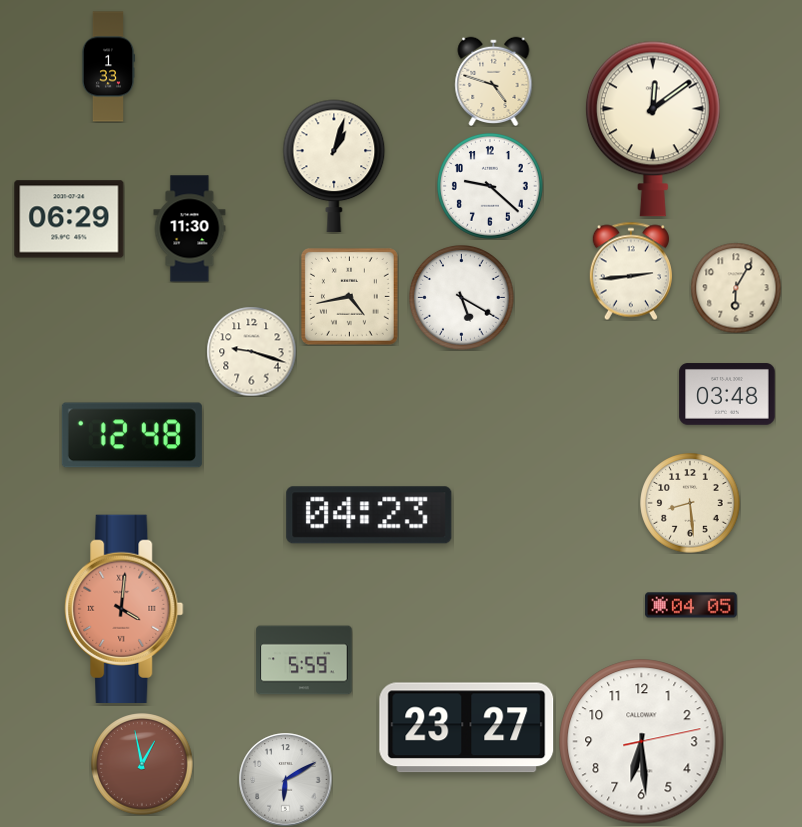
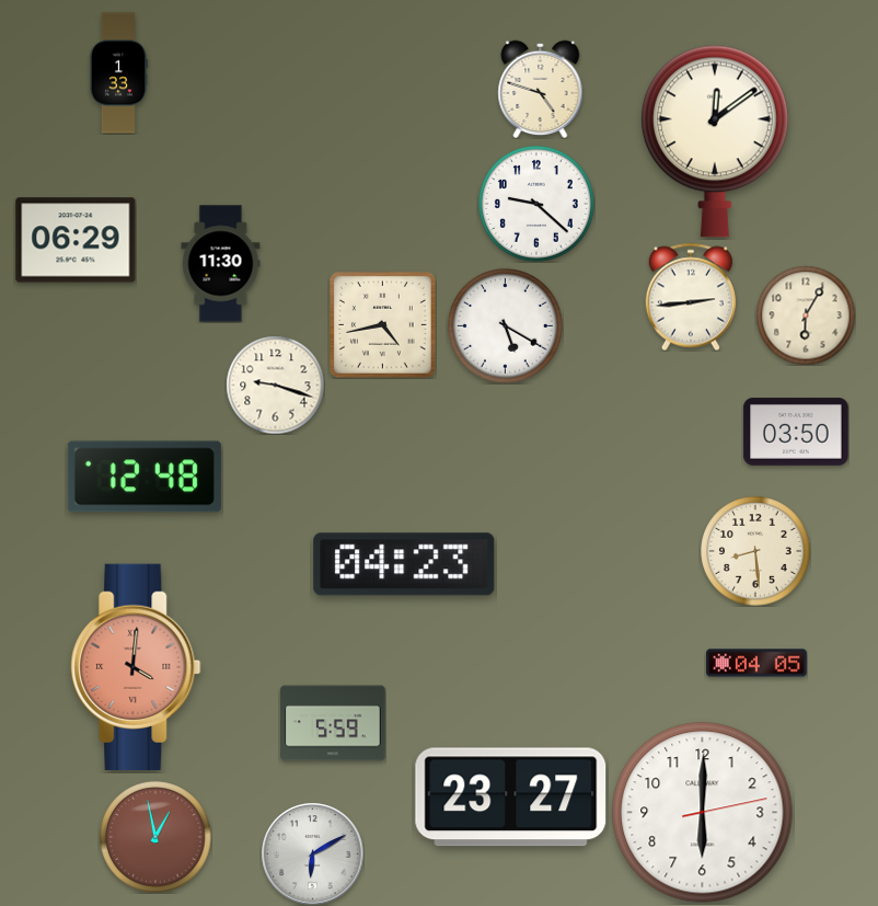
clock at (334, 166): 1:03 -> none
clock at (190, 229) position: (190, 229) -> (221, 264)
clock at (727, 394): 03:48 -> 03:50
clock at (642, 742): 6:29 -> 6:00
